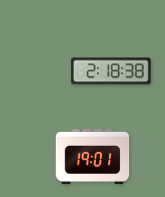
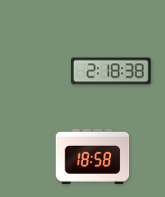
clock at (93, 156): 19:01 -> 18:58
